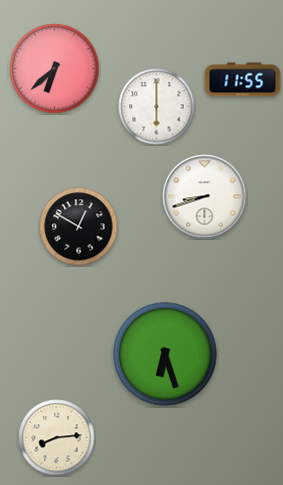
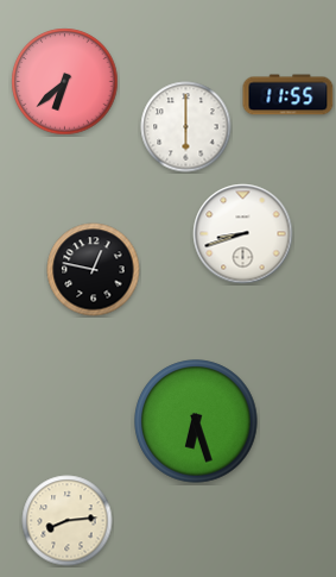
clock at (79, 227): 12:50 -> 12:47
